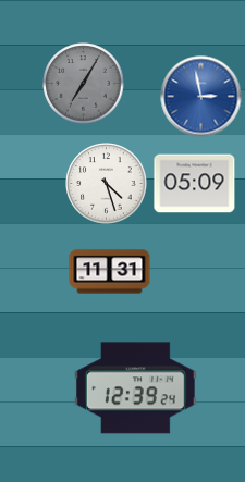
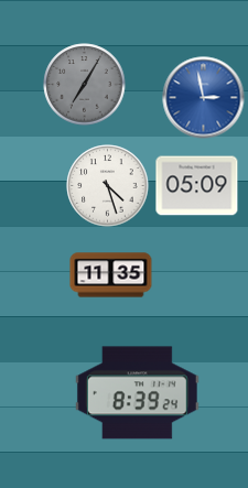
clock at (110, 272): 11:31 -> 11:35
clock at (135, 388): 12:39 -> 8:39
